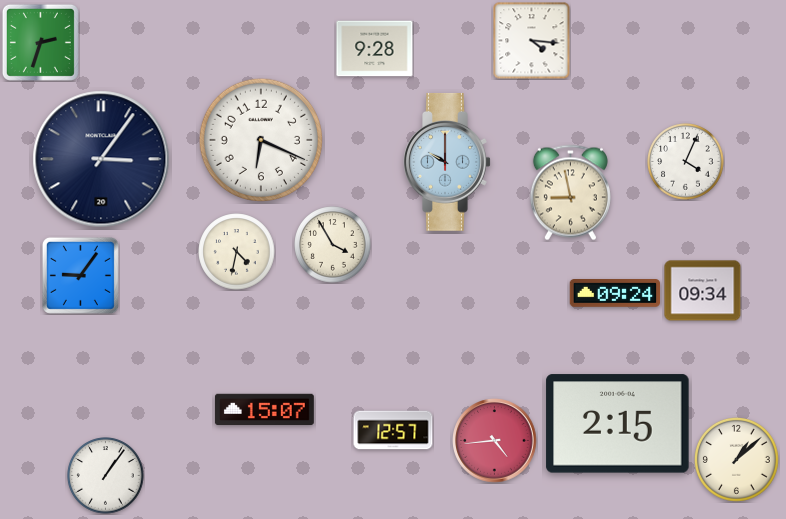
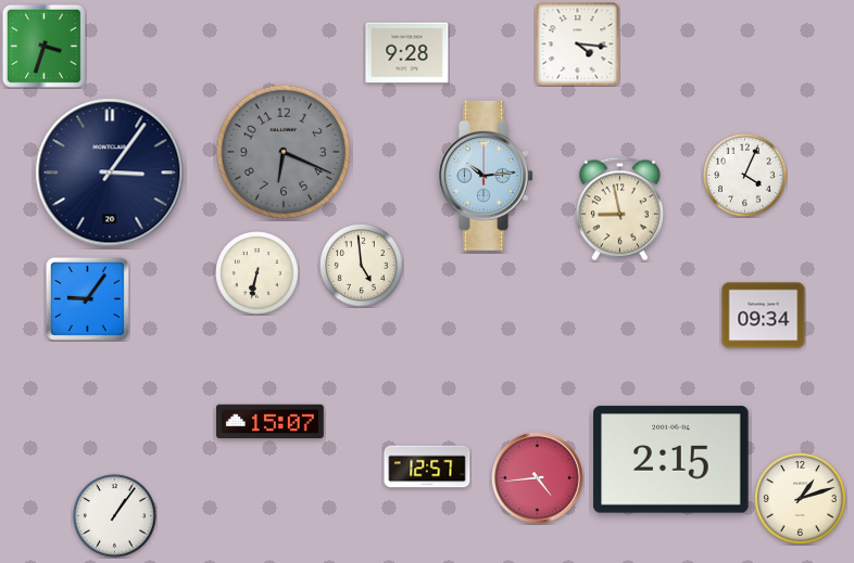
clock at (40, 42): 2:33 -> 3:33
clock at (260, 139) dial: white -> grey
clock at (447, 162): 10:00 -> 10:14
clock at (333, 245): 3:55 -> 4:59
clock at (237, 252): 4:32 -> 6:32
clock at (615, 294): 09:24 -> none
clock at (265, 410) position: (265, 410) -> (271, 422)
clock at (737, 460): 1:08 -> 1:12
